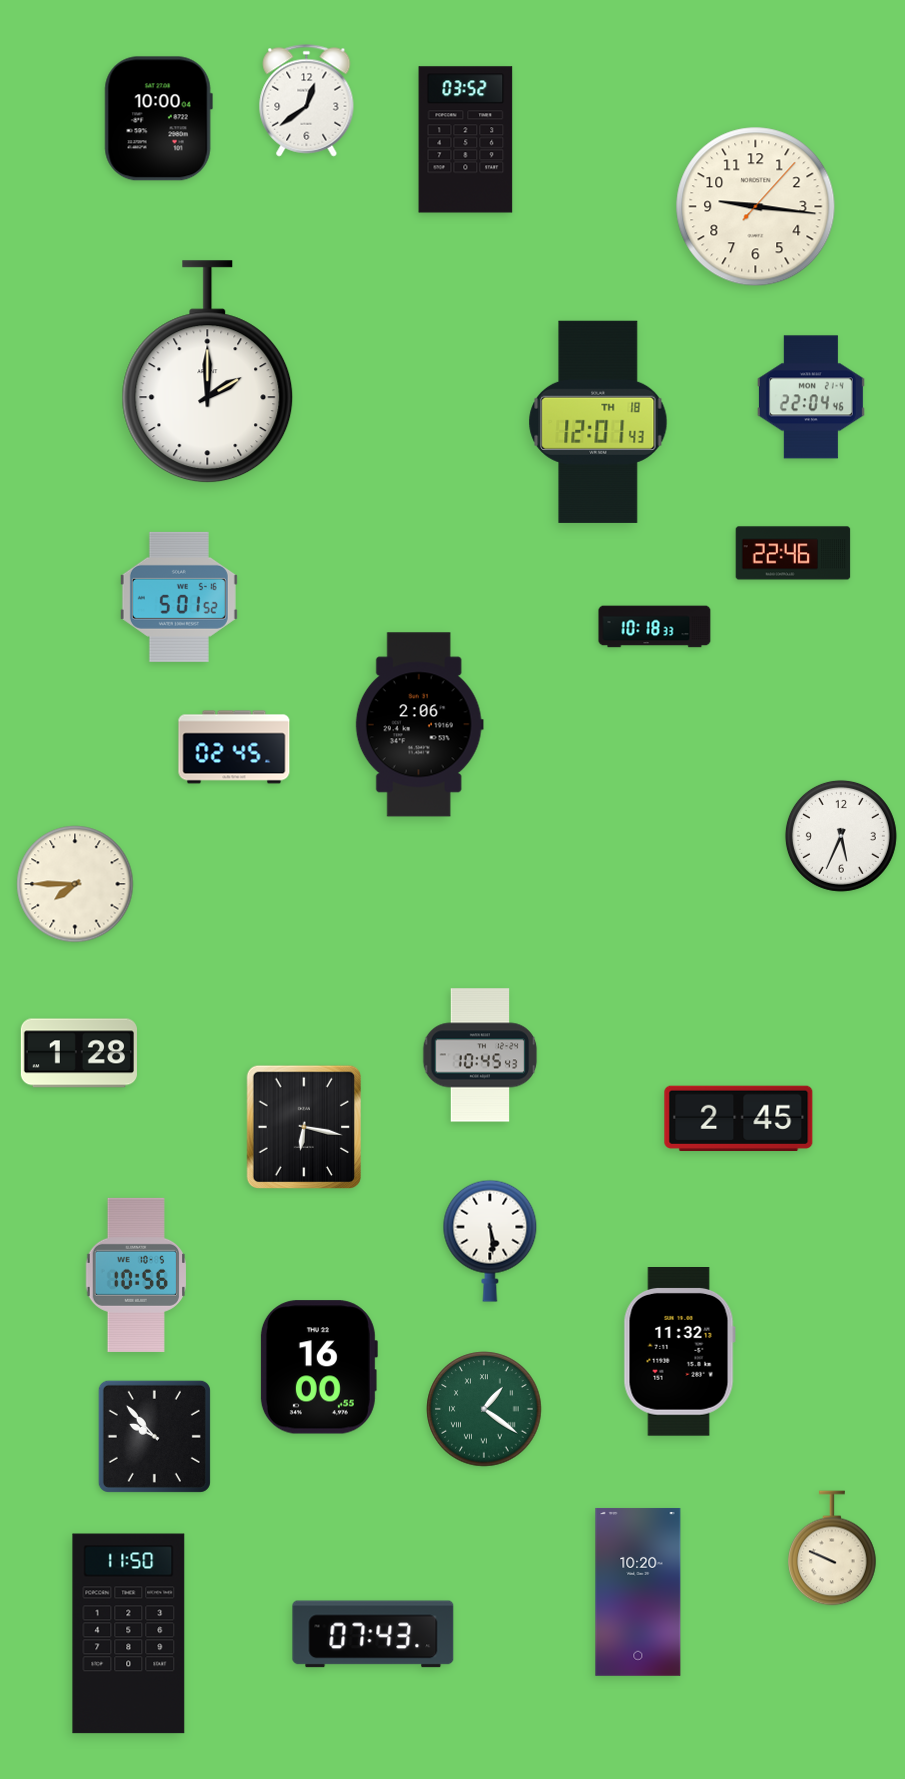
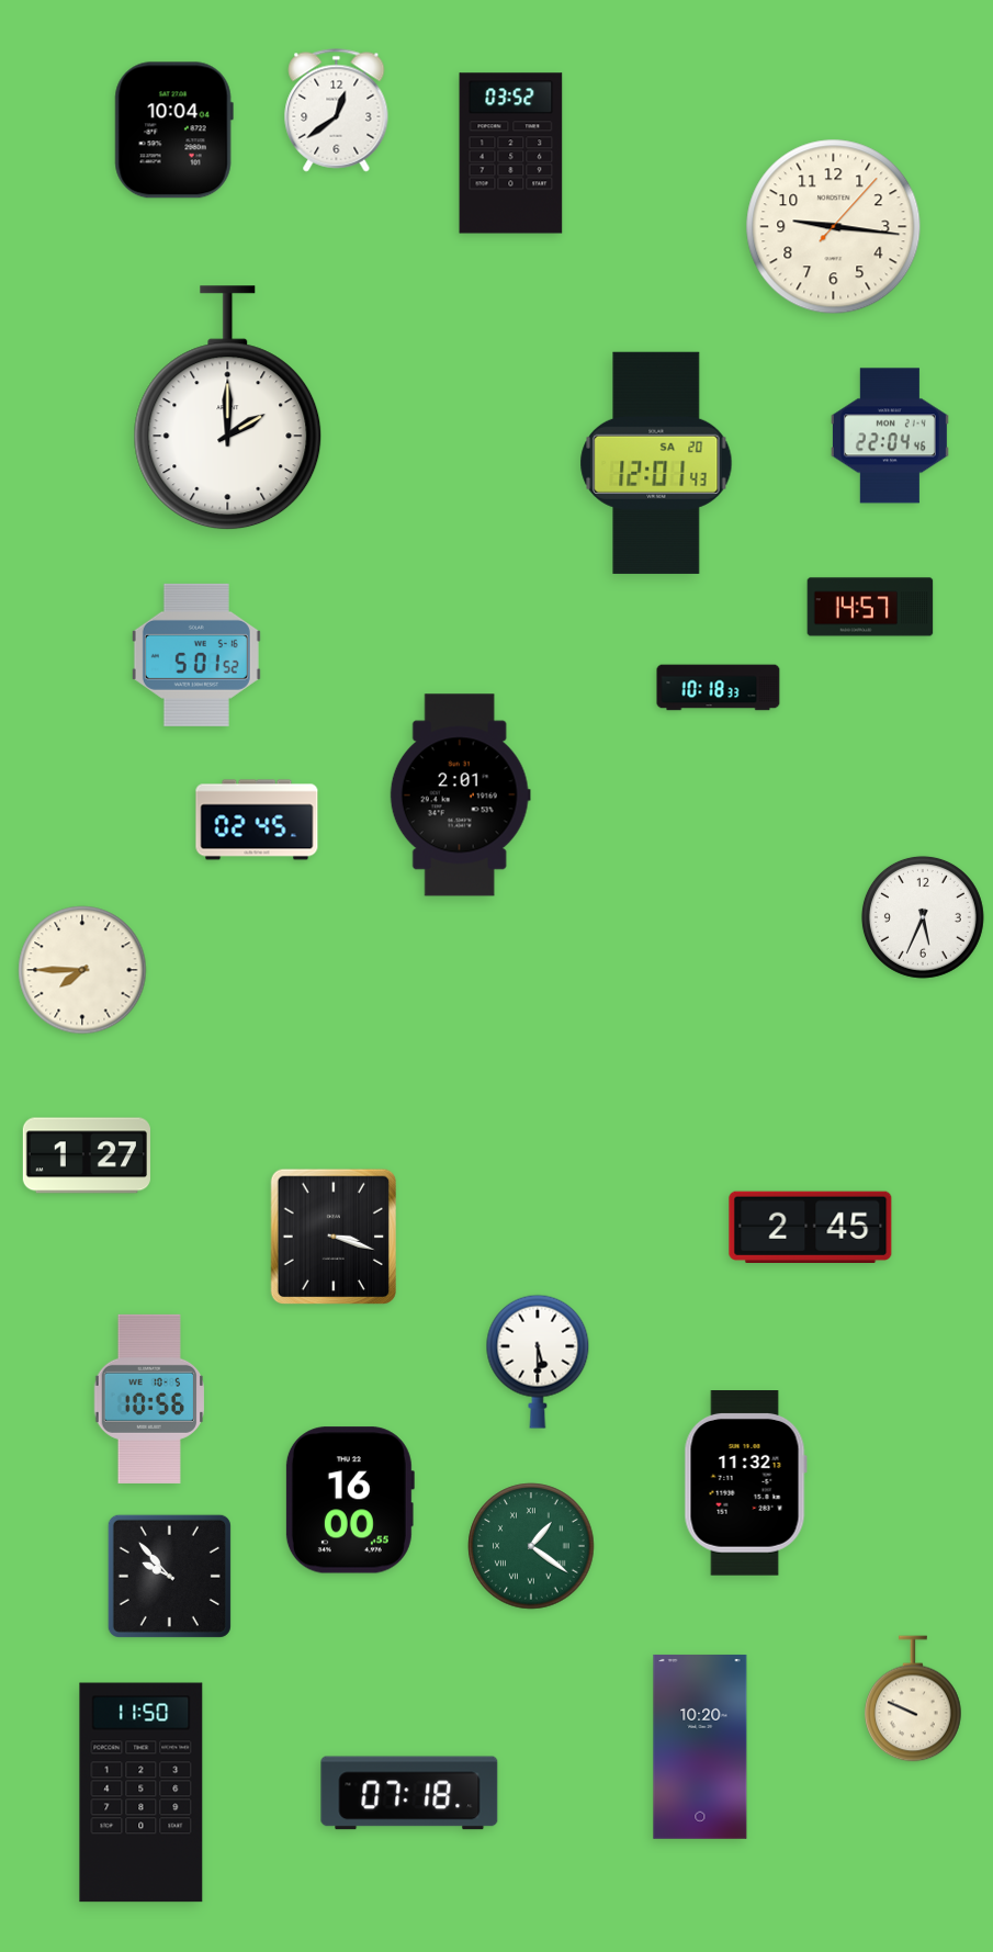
clock at (158, 119): 10:00 -> 10:04
clock at (756, 207) position: (756, 207) -> (834, 227)
clock at (598, 422) date: TH 18 -> SA 20
clock at (793, 553): 22:46 -> 14:57
clock at (419, 725): 2:06 -> 2:01
clock at (79, 1053): 1:28 -> 1:27
clock at (480, 1055): 10:45 -> none
clock at (303, 1126): 6:17 -> 3:18
clock at (490, 1241): 5:29 -> 5:30
clock at (373, 1634): 07:43 -> 07:18
